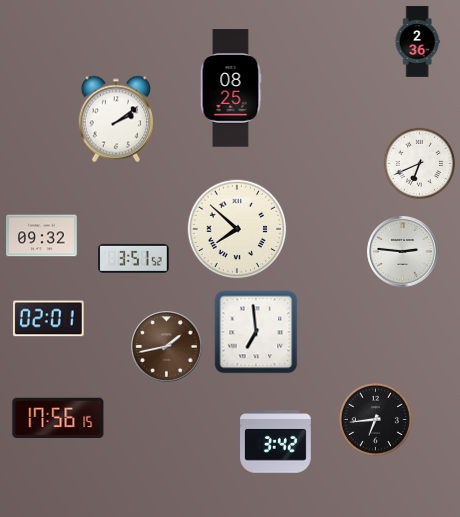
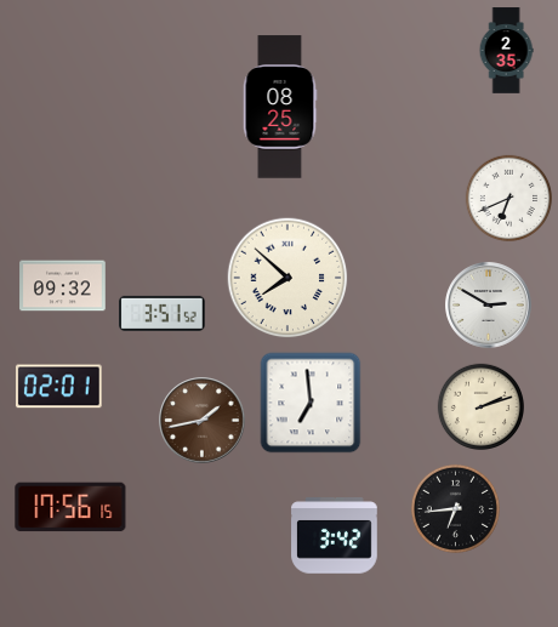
clock at (417, 42): 2:36 -> 2:35
clock at (116, 119): 2:09 -> none
clock at (42, 236) position: (42, 236) -> (63, 286)
clock at (403, 252): 2:46 -> 2:50
clock at (482, 407): none -> 2:12
